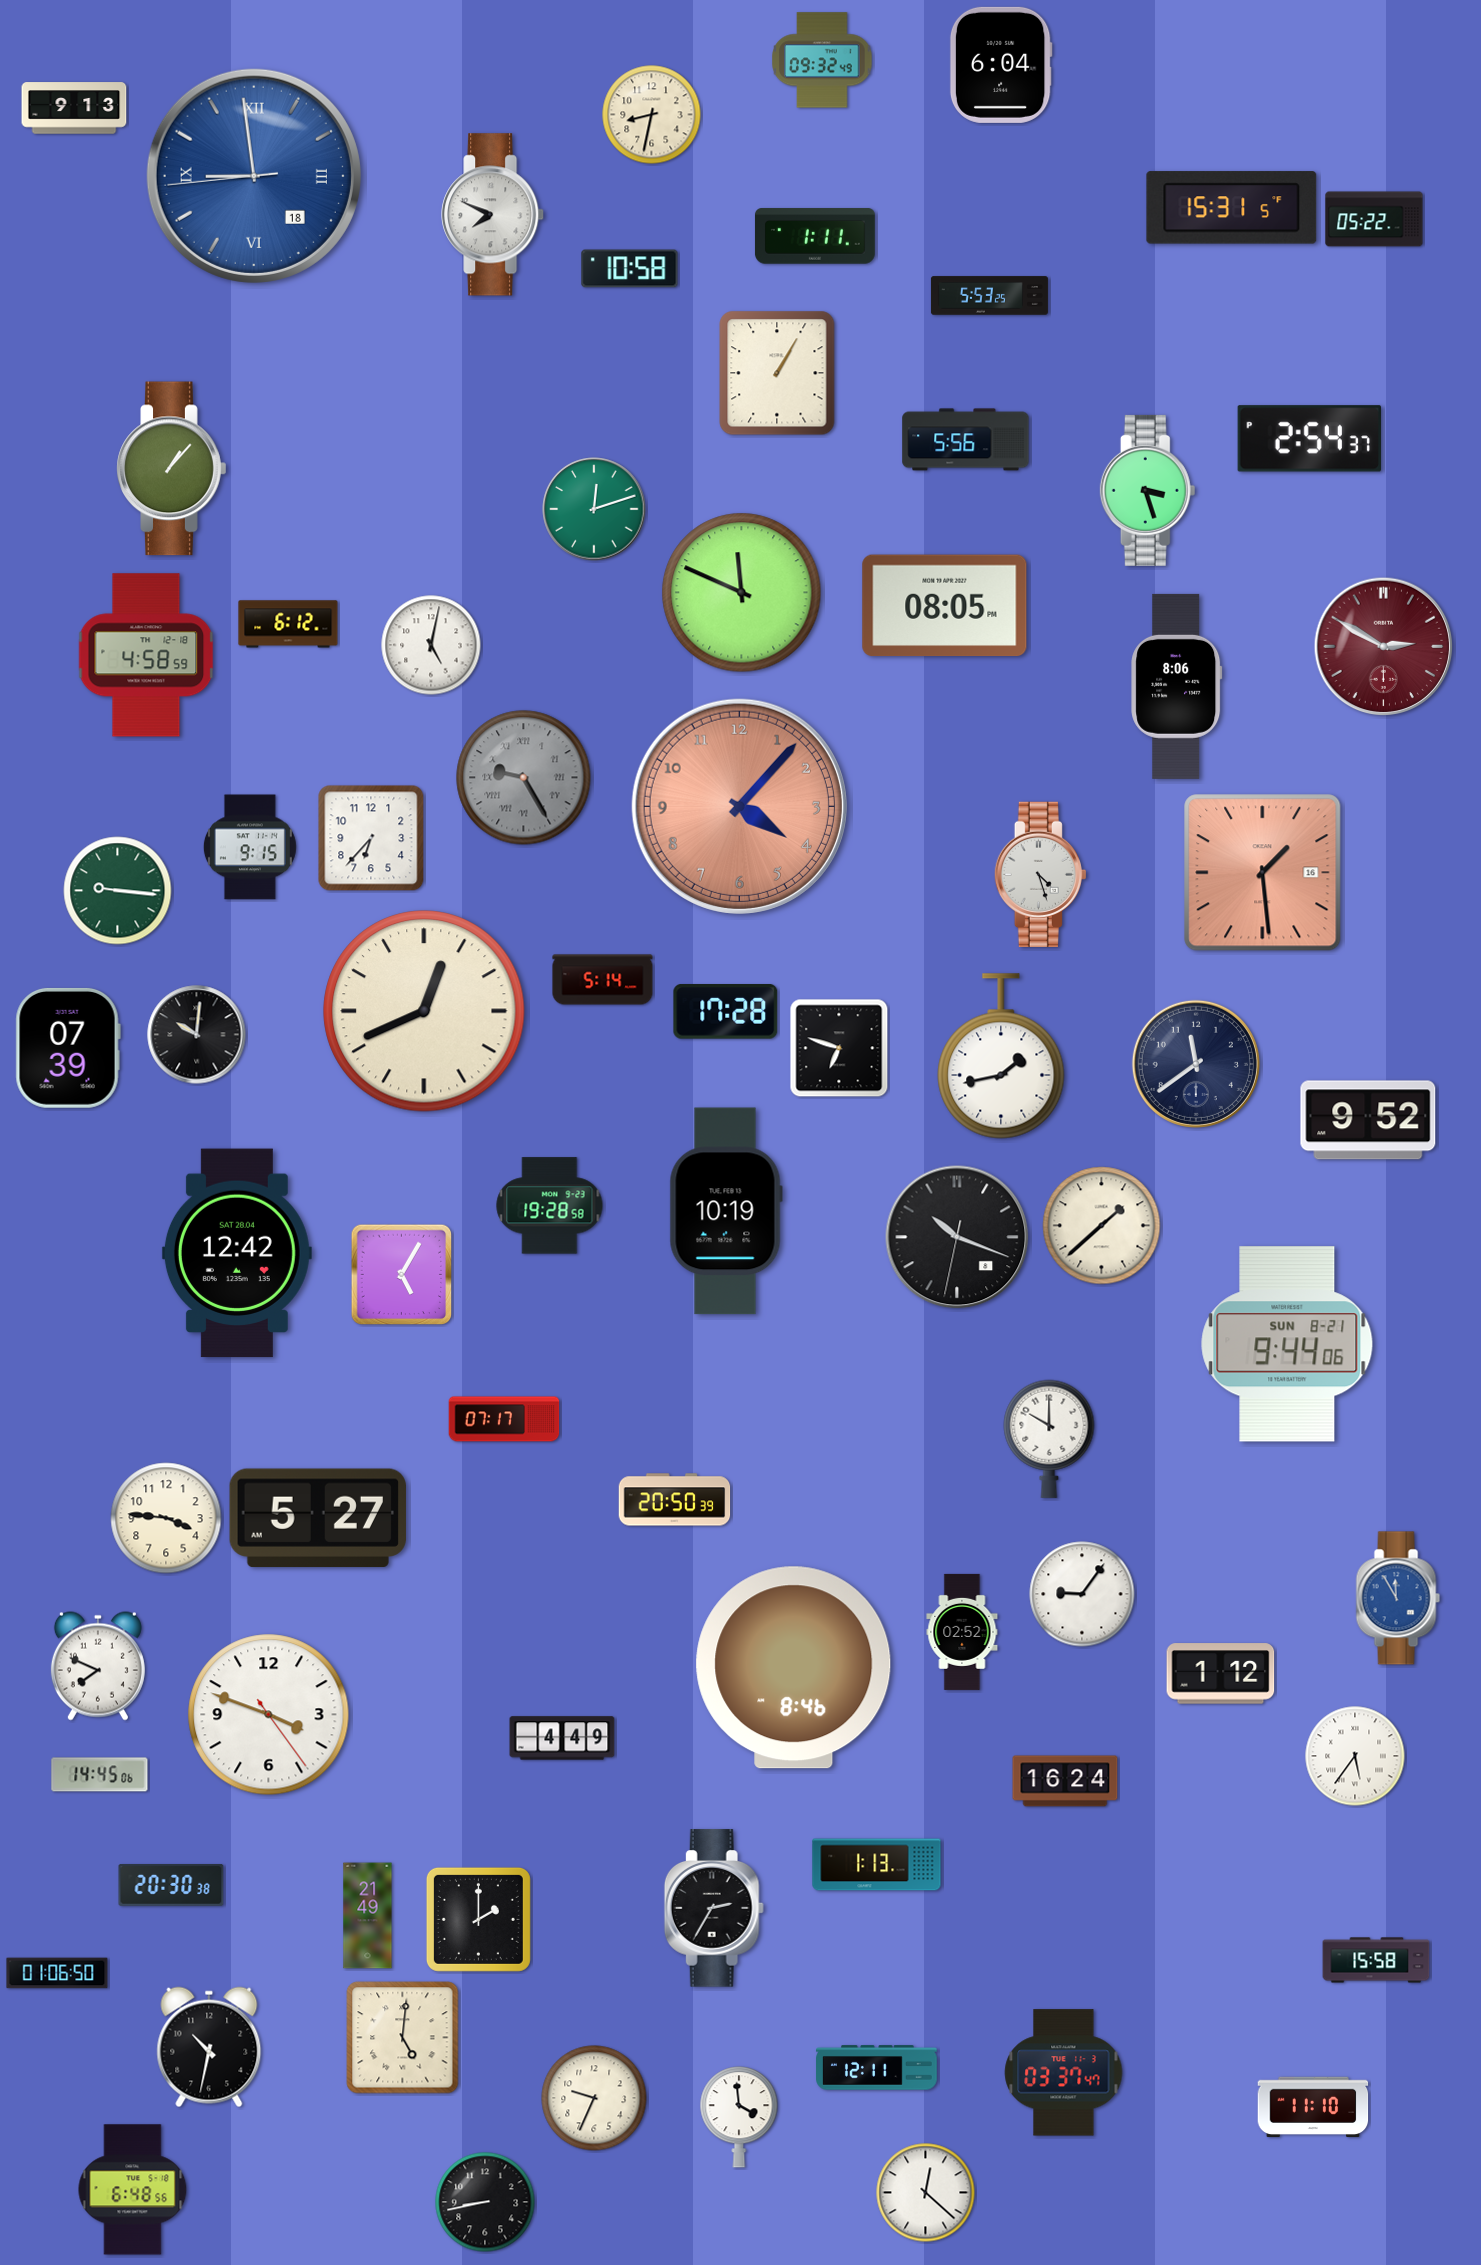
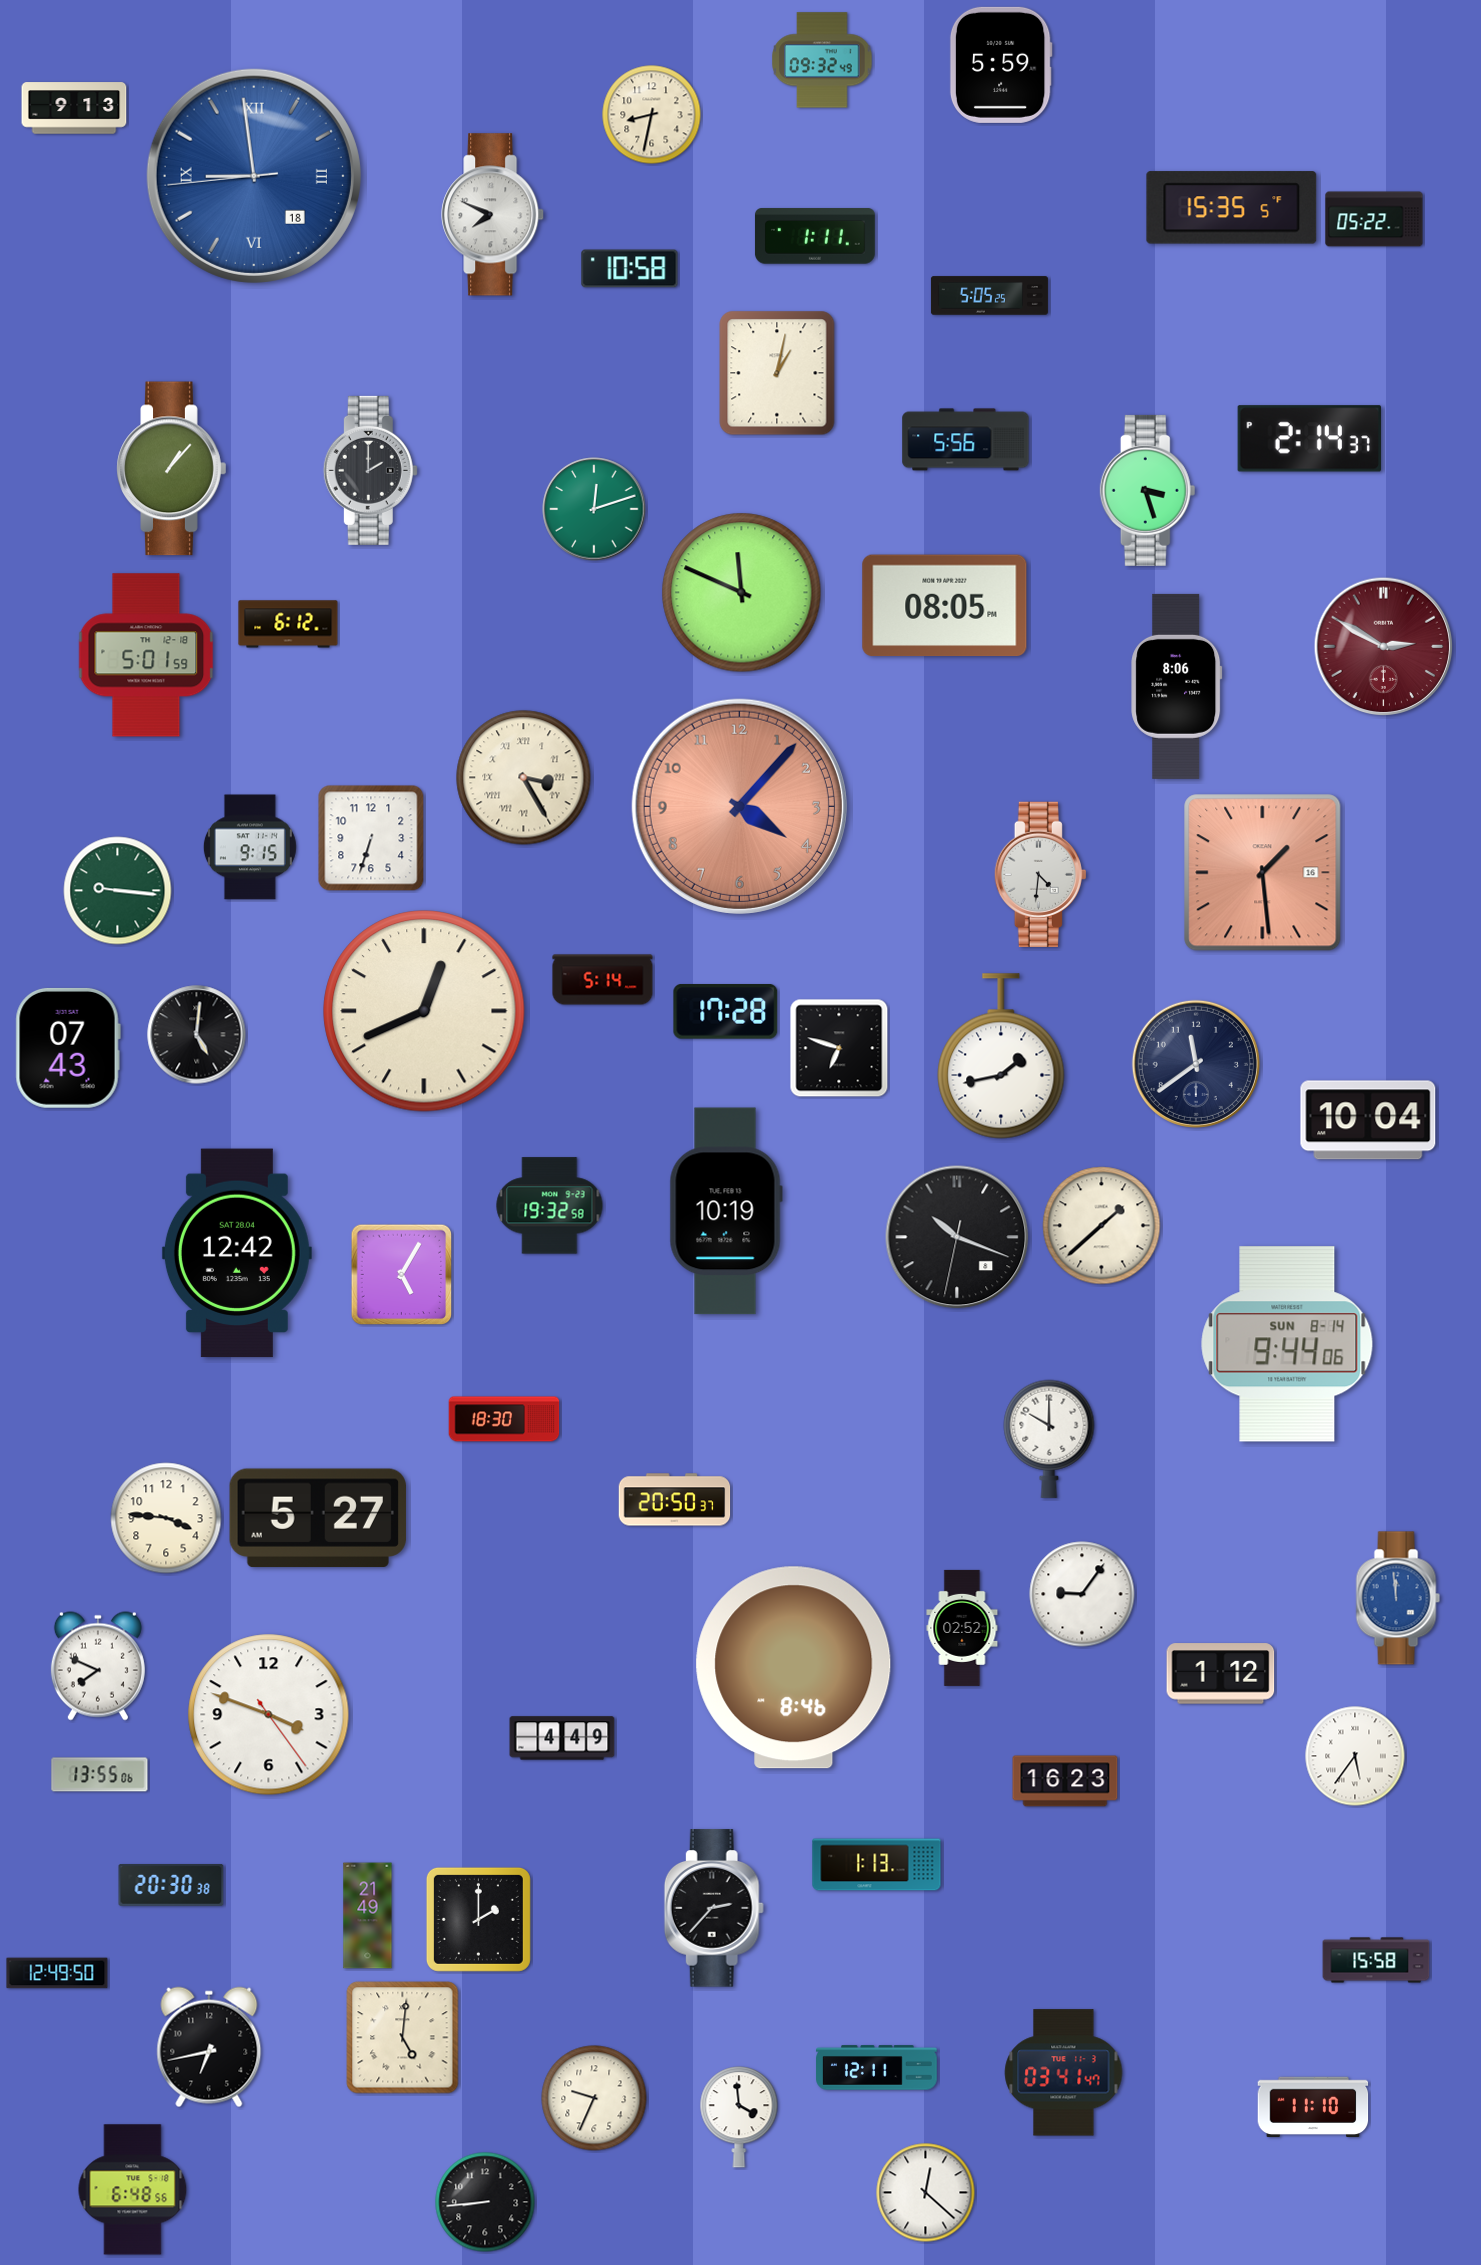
clock at (1001, 65): 6:04 -> 5:59
clock at (1232, 208): 15:31 -> 15:35
clock at (989, 296): 5:53 -> 5:05
clock at (777, 373): 1:05 -> 1:02
clock at (1309, 439): 2:54 -> 2:14
clock at (370, 470): none -> 2:00
clock at (431, 645): 5:02 -> none
clock at (146, 655): 4:58 -> 5:01
clock at (524, 778): 9:25 -> 3:25
clock at (524, 778) dial: grey -> cream
clock at (371, 838): 6:37 -> 6:33
clock at (1040, 874): 4:27 -> 4:31
clock at (197, 1035): 10:01 -> 5:01
clock at (68, 1048): 07:39 -> 07:43
clock at (1368, 1120): 9:52 -> 10:04
clock at (550, 1206): 19:28 -> 19:32
clock at (1287, 1344) date: SUN 8-21 -> SUN 8-14
clock at (504, 1419): 07:17 -> 18:30
clock at (675, 1500): 20:50:39 -> 20:50:37
clock at (1398, 1598): 11:55 -> 11:59
clock at (962, 1632) position: (962, 1632) -> (962, 1628)
clock at (100, 1775): 14:45 -> 13:55
clock at (1065, 1781): 16:24 -> 16:23
clock at (714, 1908): 2:35 -> 2:37
clock at (57, 1973): 01:06 -> 12:49
clock at (209, 2047): 10:32 -> 6:43
clock at (1064, 2073): 03:37 -> 03:41
clock at (485, 2202): 8:43 -> 8:44
